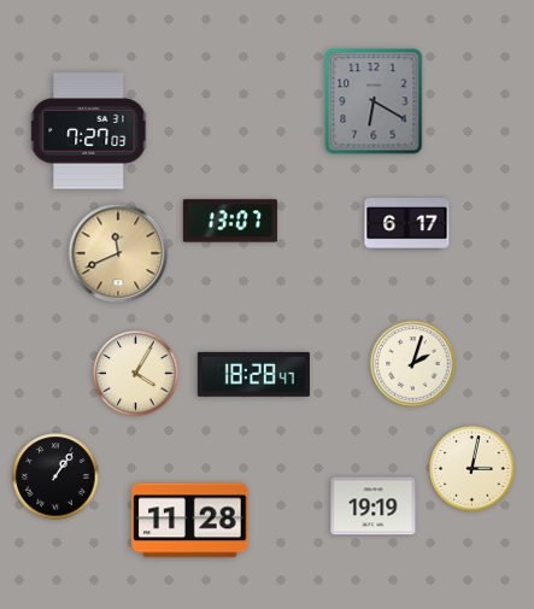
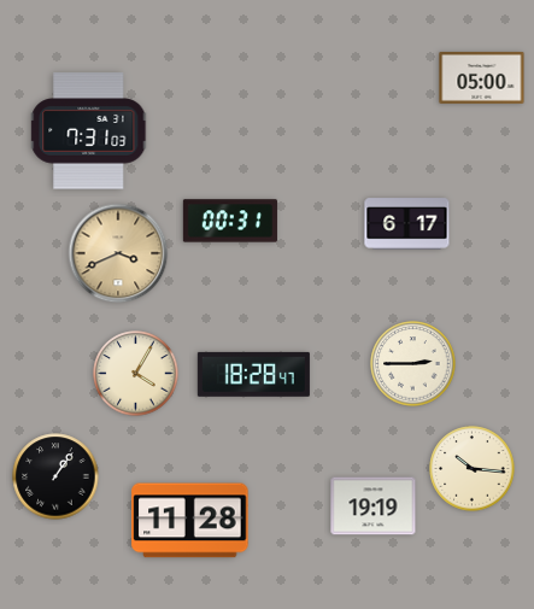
clock at (482, 77): none -> 05:00
clock at (374, 101): 6:20 -> none
clock at (89, 131): 7:27 -> 7:31
clock at (230, 221): 13:07 -> 00:31
clock at (118, 253): 11:41 -> 3:41
clock at (413, 364): 2:03 -> 2:45
clock at (473, 469): 3:02 -> 10:16
